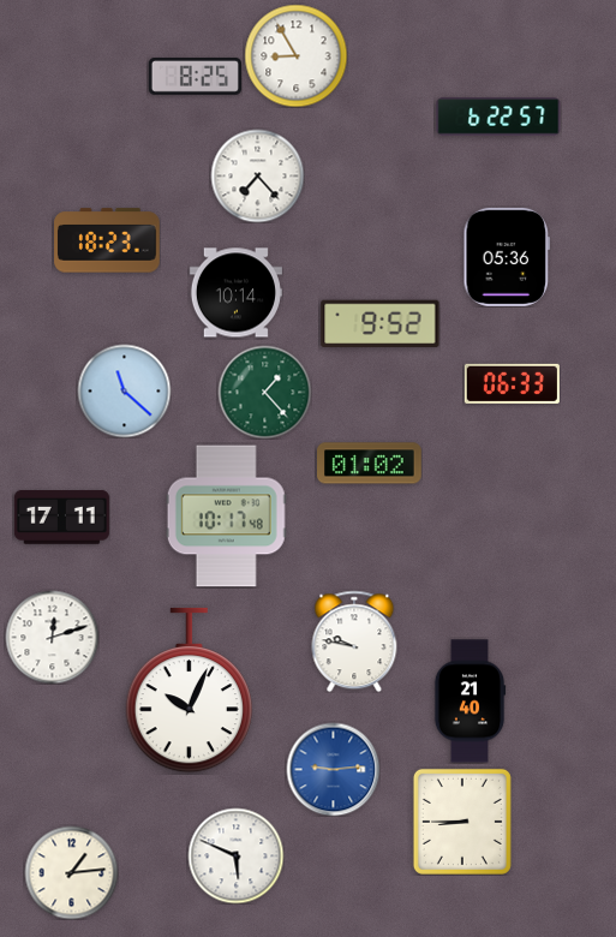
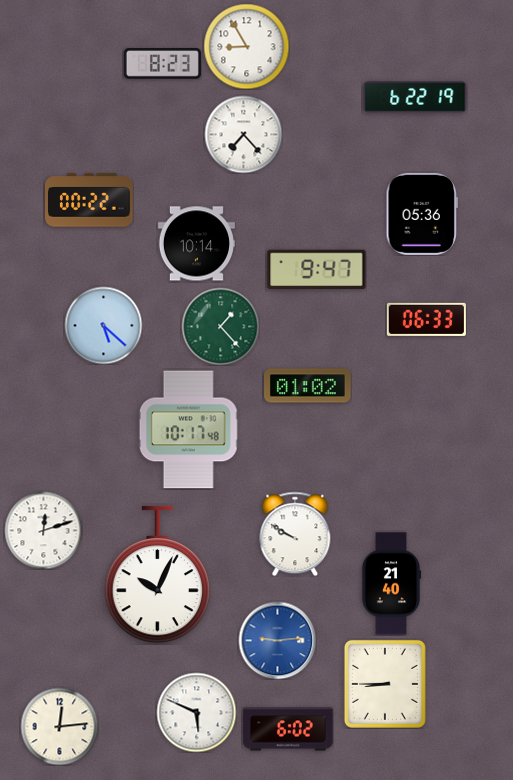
clock at (195, 77): 8:25 -> 8:23
clock at (498, 117): 6:22:57 -> 6:22:19
clock at (257, 175) position: (257, 175) -> (243, 134)
clock at (107, 240): 18:23 -> 00:22
clock at (381, 324): 9:52 -> 9:47
clock at (124, 390): 11:22 -> 5:22
clock at (61, 518): 17:11 -> none
clock at (354, 641): 9:47 -> 9:50
clock at (71, 872): 1:14 -> 12:14
clock at (288, 729): none -> 6:02
